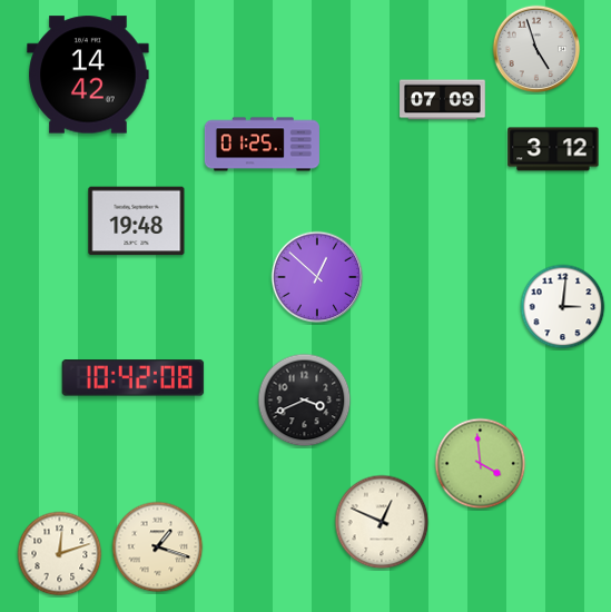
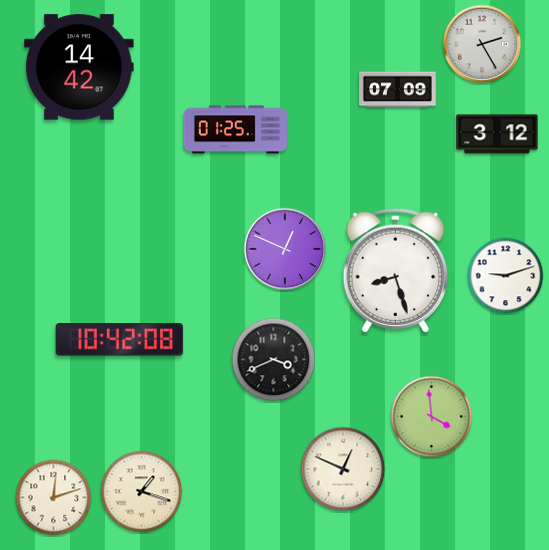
clock at (536, 49): 4:57 -> 2:25
clock at (137, 221): 19:48 -> none
clock at (317, 277): 12:52 -> 12:49
clock at (395, 270): none -> 8:27
clock at (563, 307): 3:01 -> 9:12
